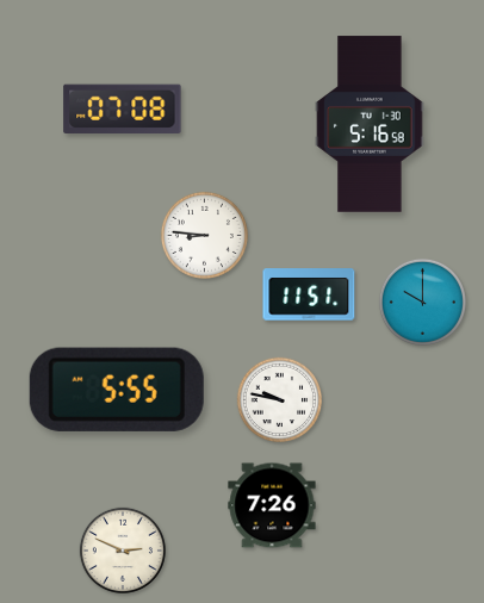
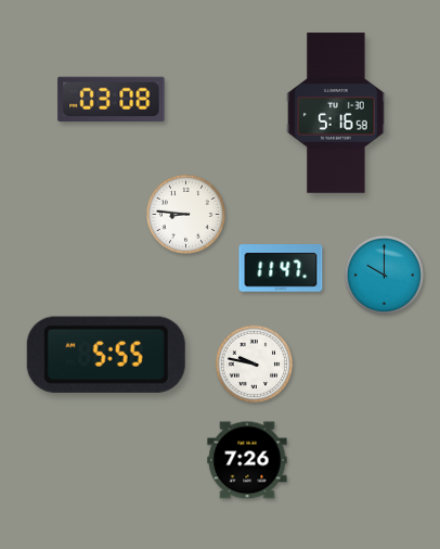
clock at (123, 110): 07:08 -> 03:08
clock at (309, 294): 11:51 -> 11:47
clock at (122, 549): 2:49 -> none
